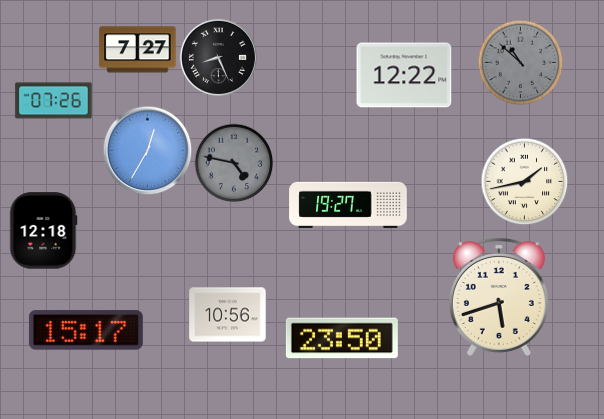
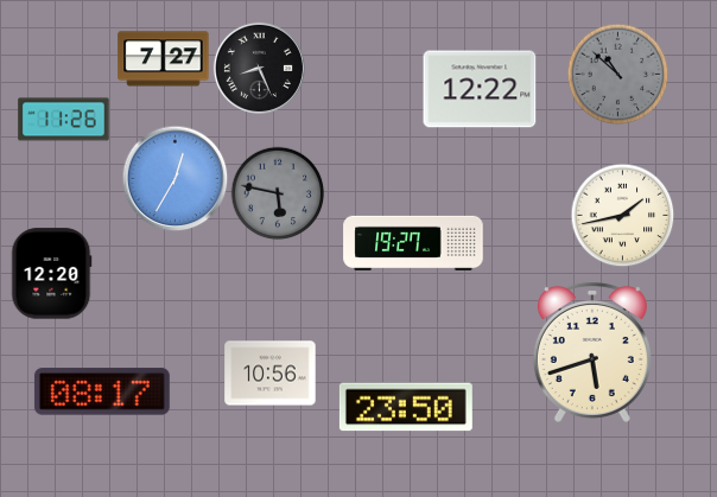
clock at (54, 101): 07:26 -> 11:26
clock at (234, 163): 4:47 -> 5:47
clock at (44, 231): 12:18 -> 12:20
clock at (86, 330): 15:17 -> 08:17
clock at (342, 338) position: (342, 338) -> (406, 407)
